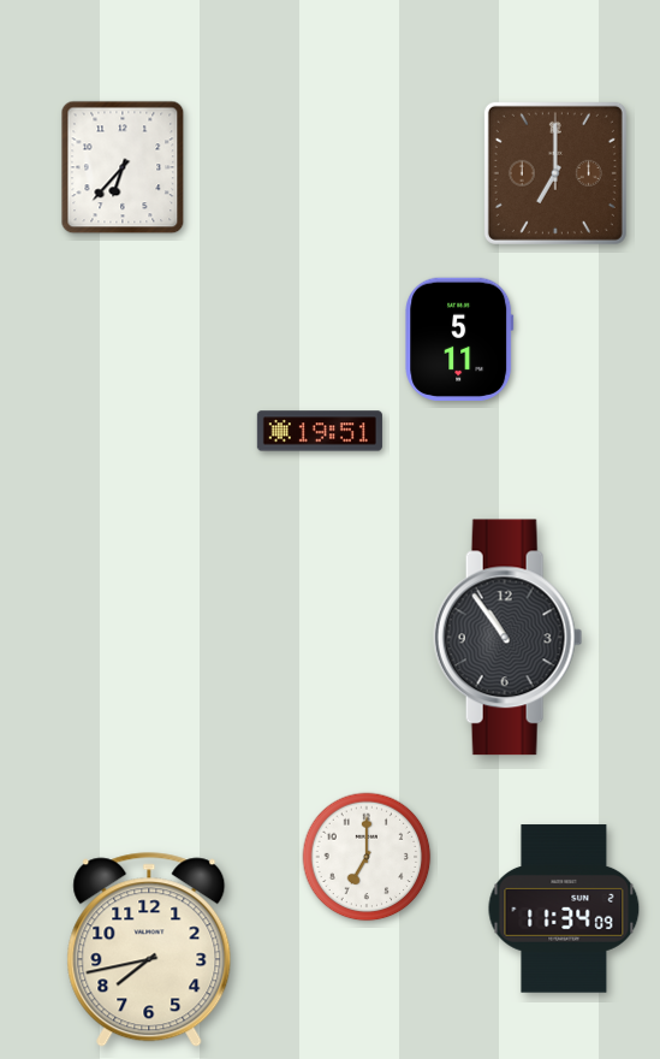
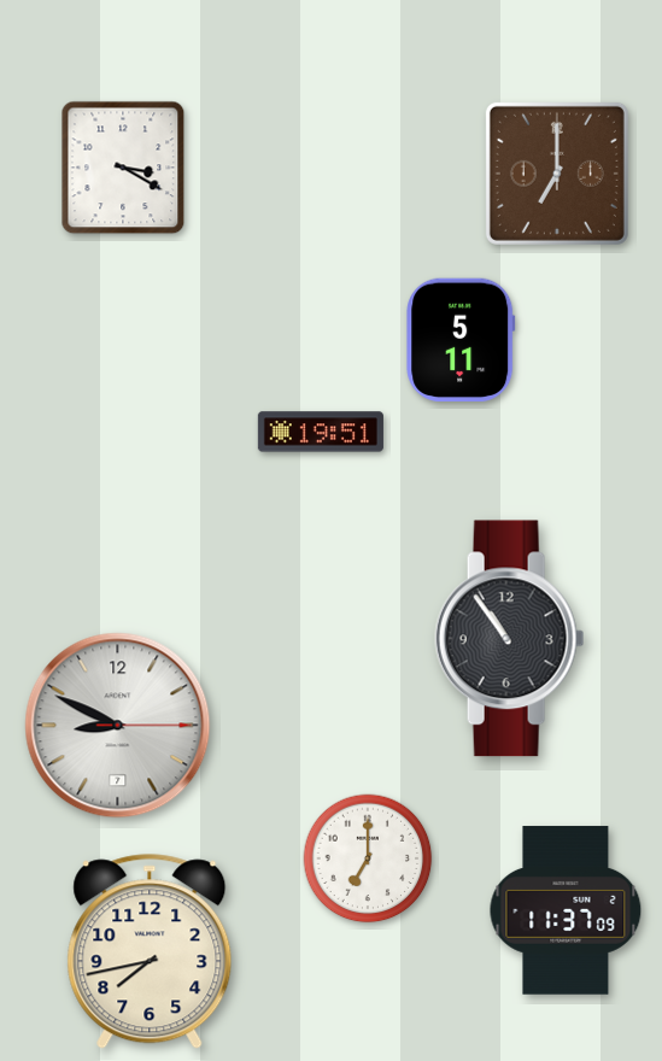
clock at (123, 167): 6:37 -> 3:20
clock at (118, 726): none -> 8:49
clock at (564, 909): 11:34 -> 11:37
